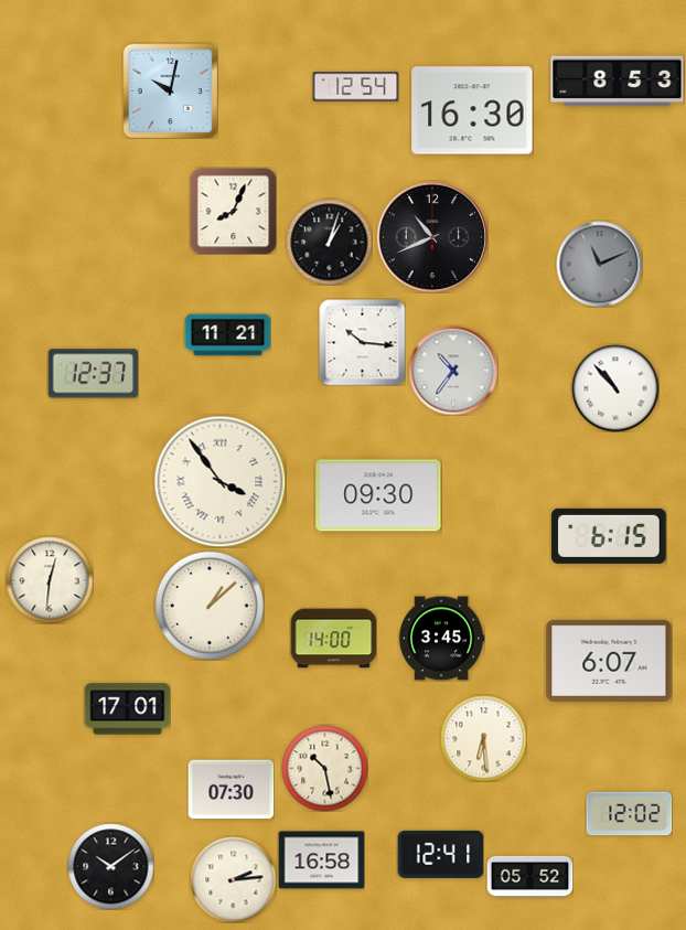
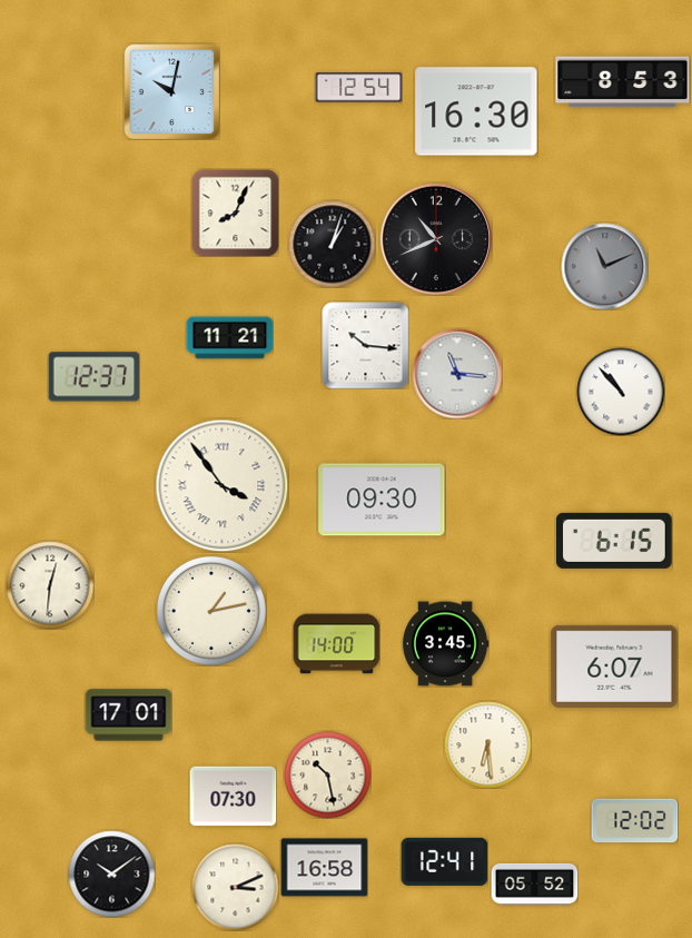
clock at (453, 371): 10:36 -> 11:16
clock at (210, 606): 1:08 -> 1:13
clock at (233, 879): 2:14 -> 3:11
